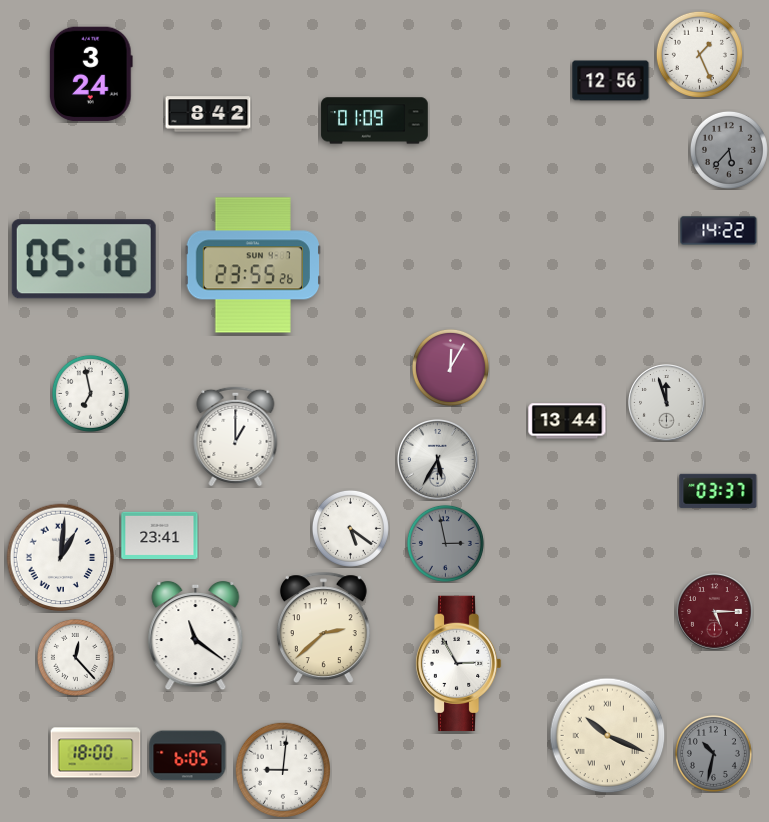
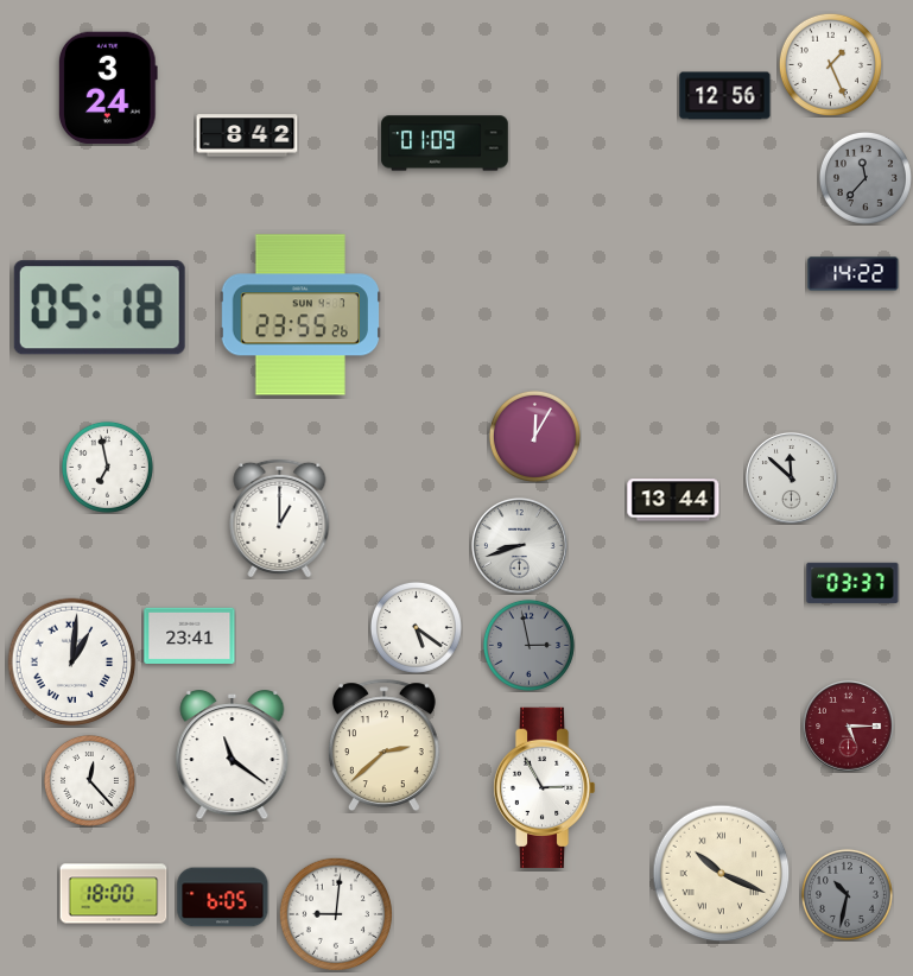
clock at (729, 150): 5:37 -> 11:37
clock at (667, 403): 11:57 -> 11:52
clock at (438, 460): 5:35 -> 8:42
